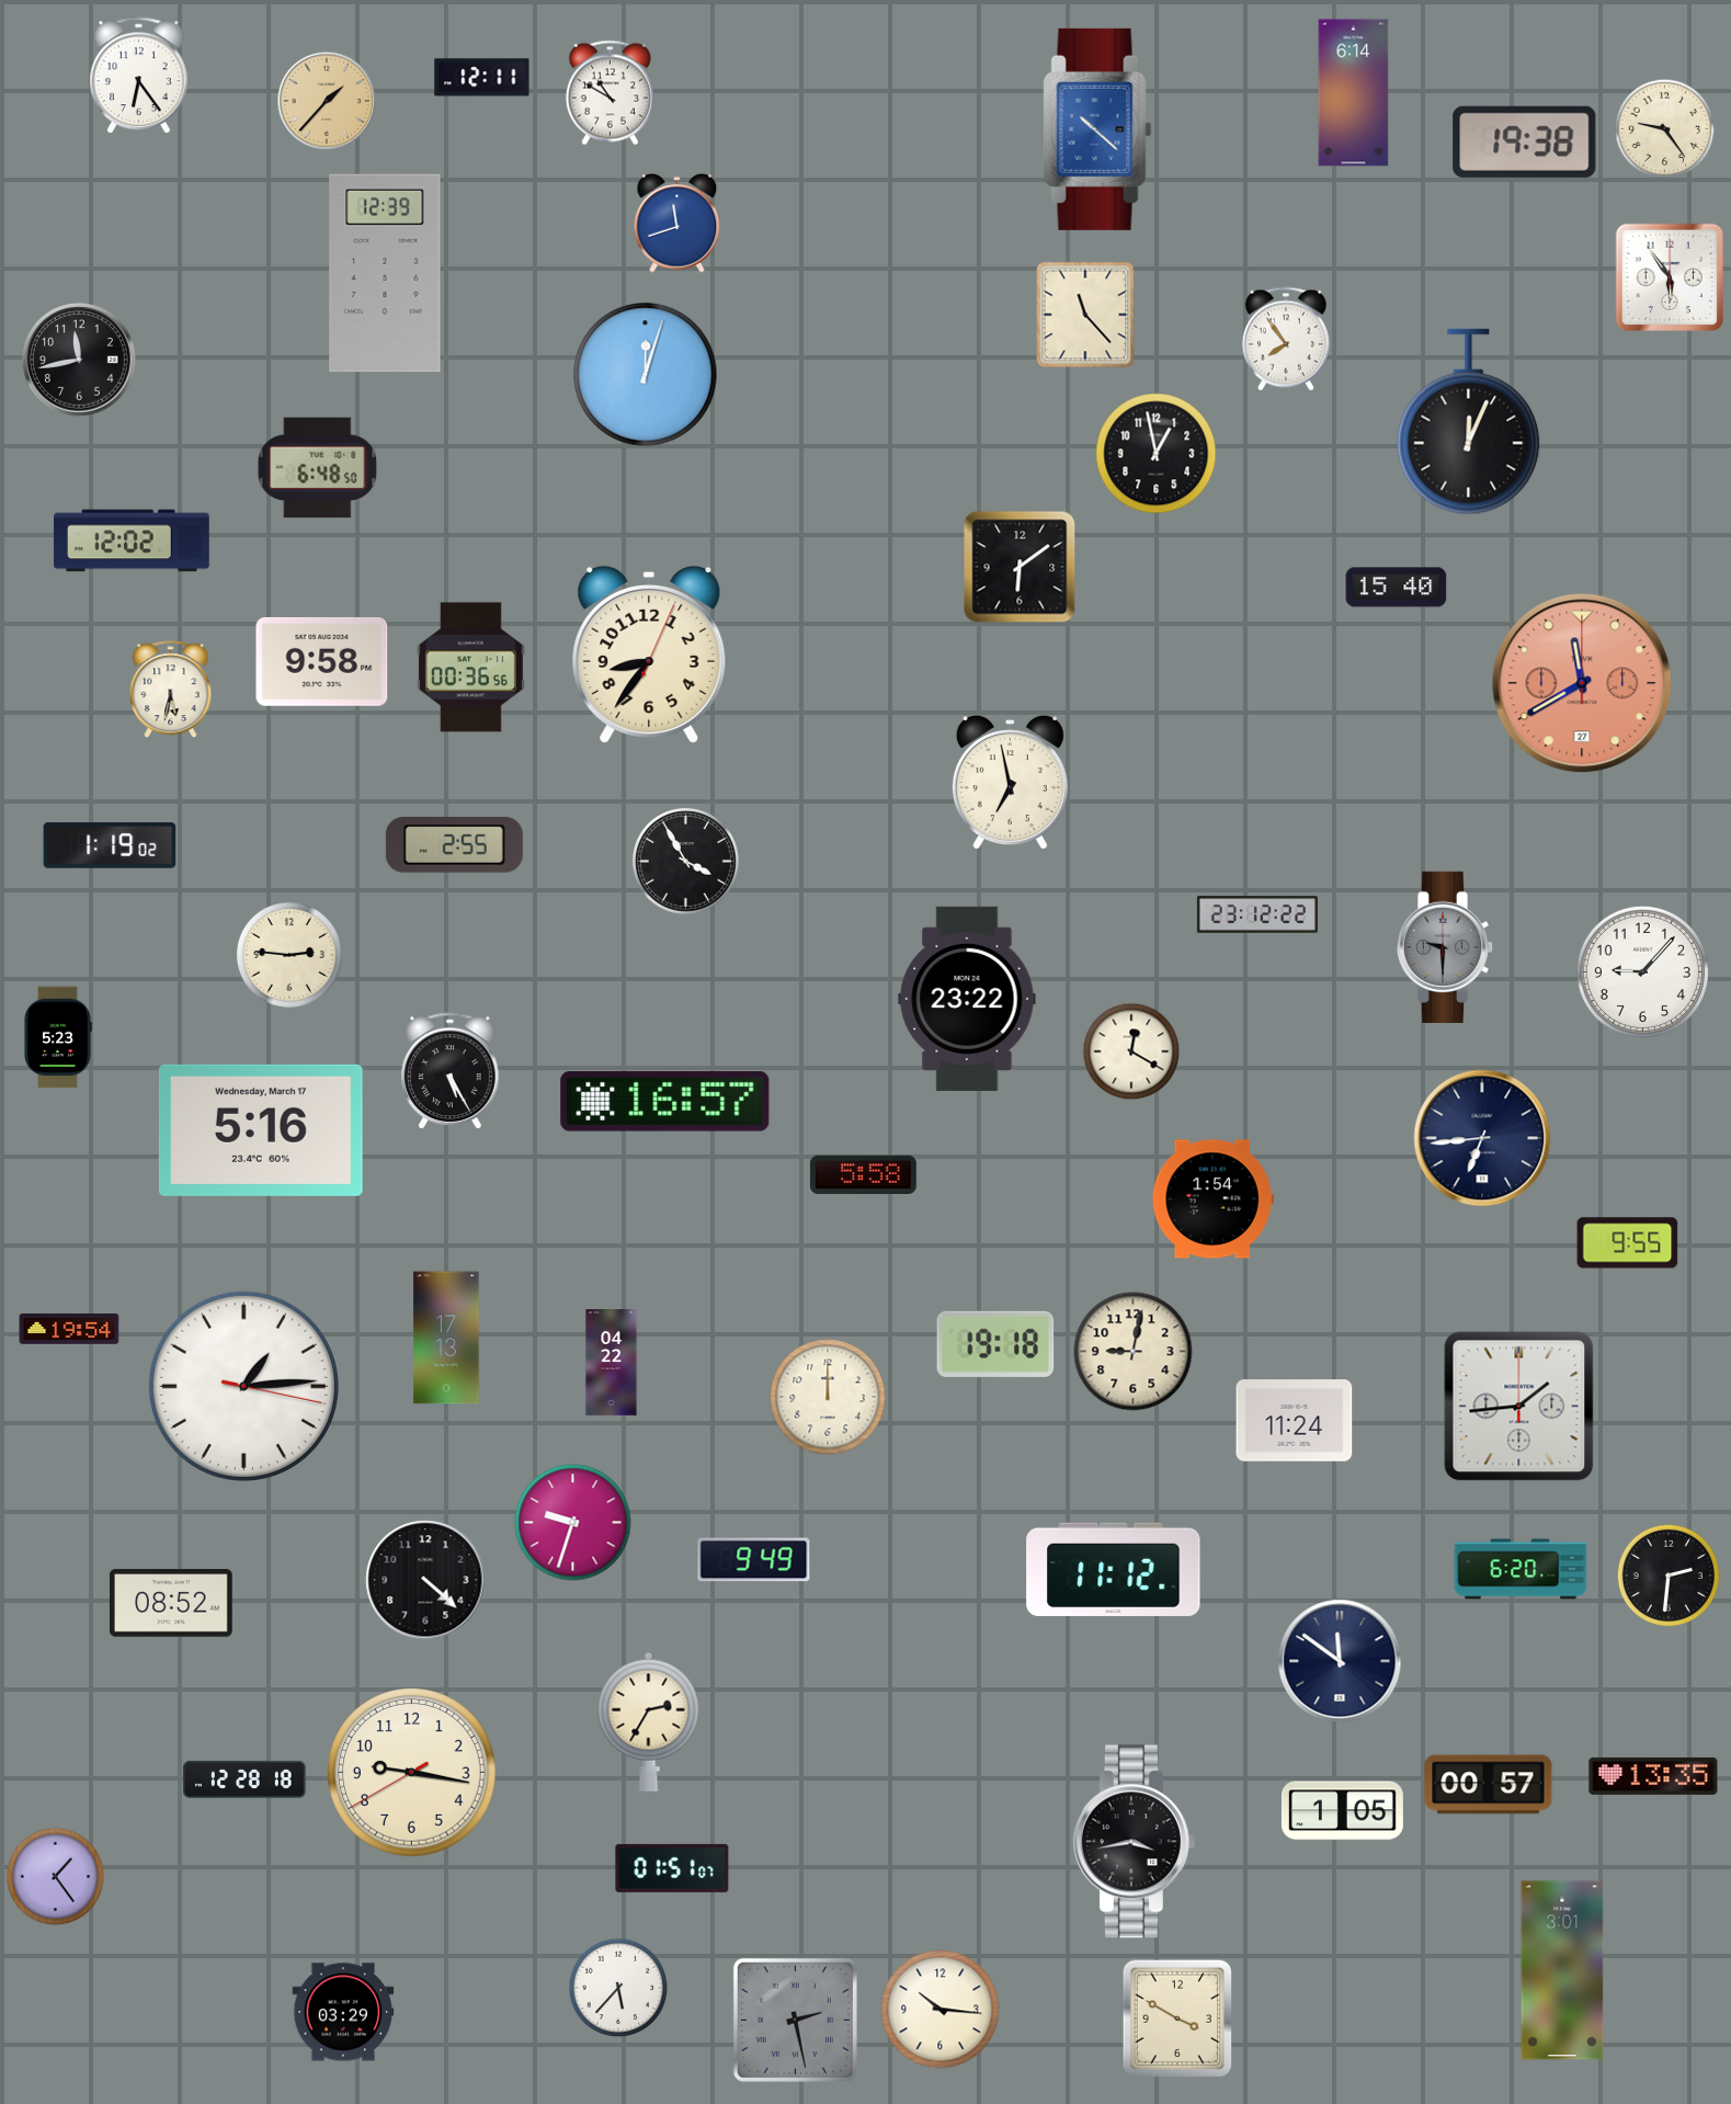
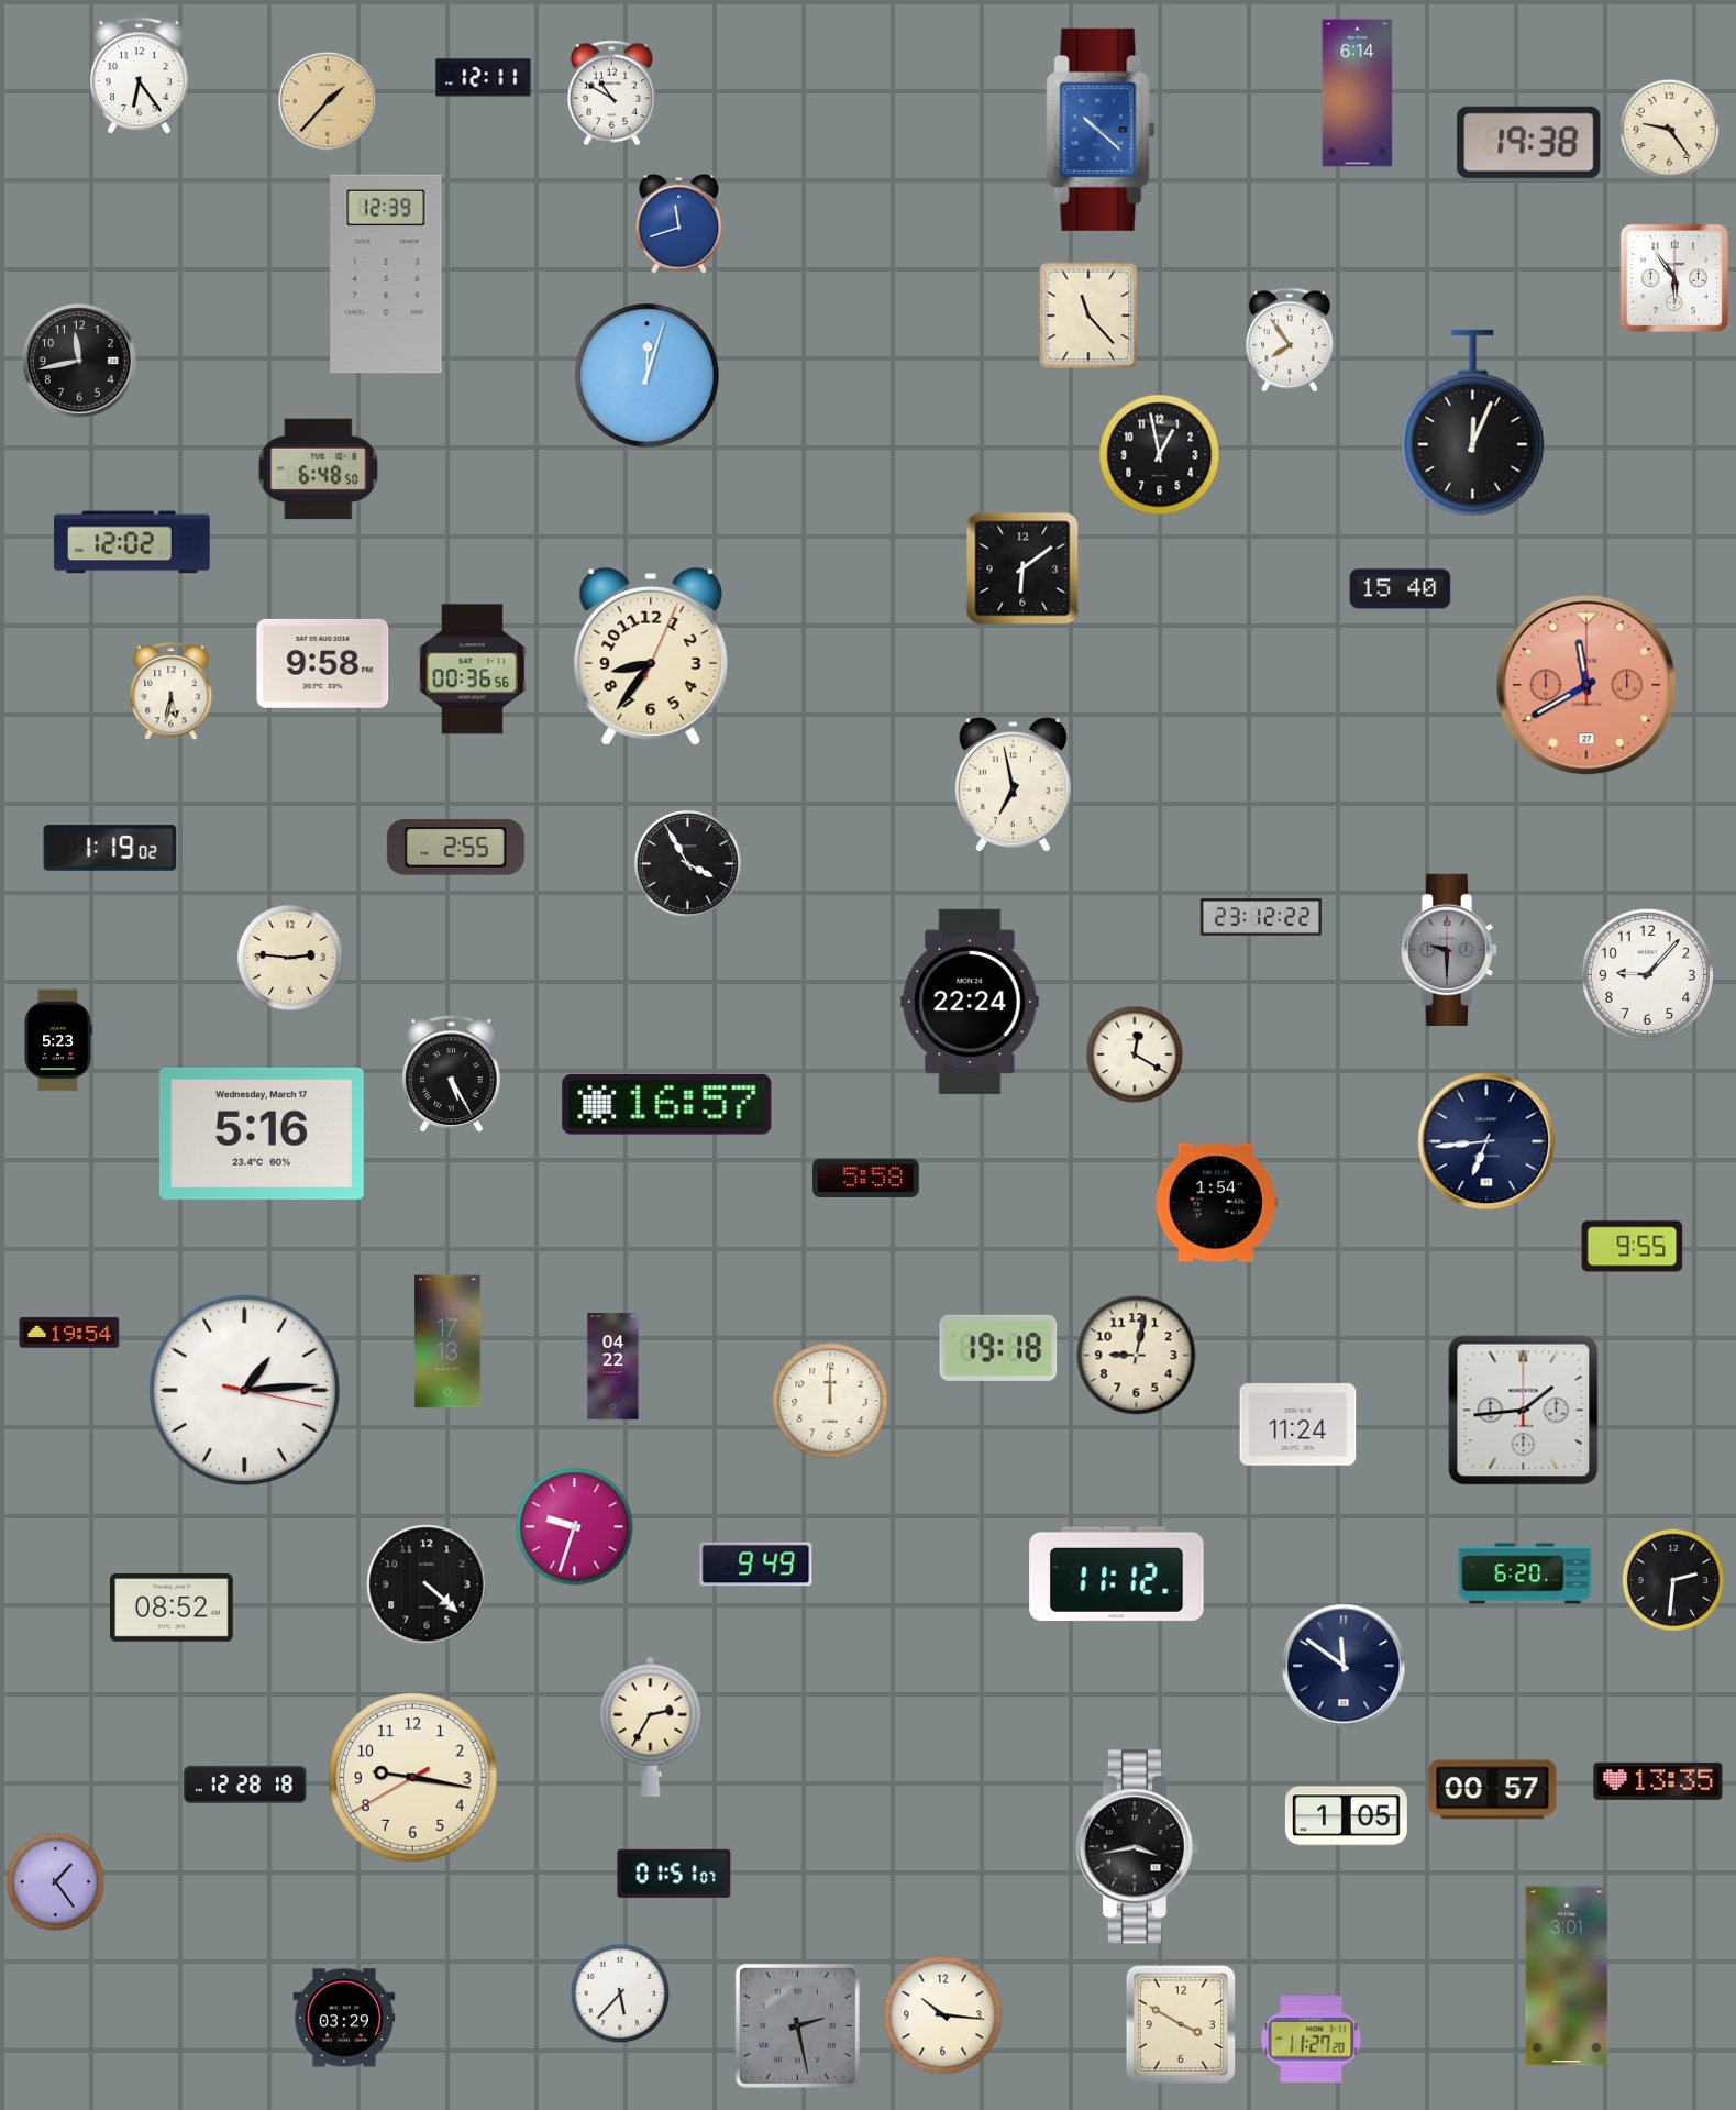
clock at (967, 999): 23:22 -> 22:24
clock at (1312, 2040): none -> 11:27
